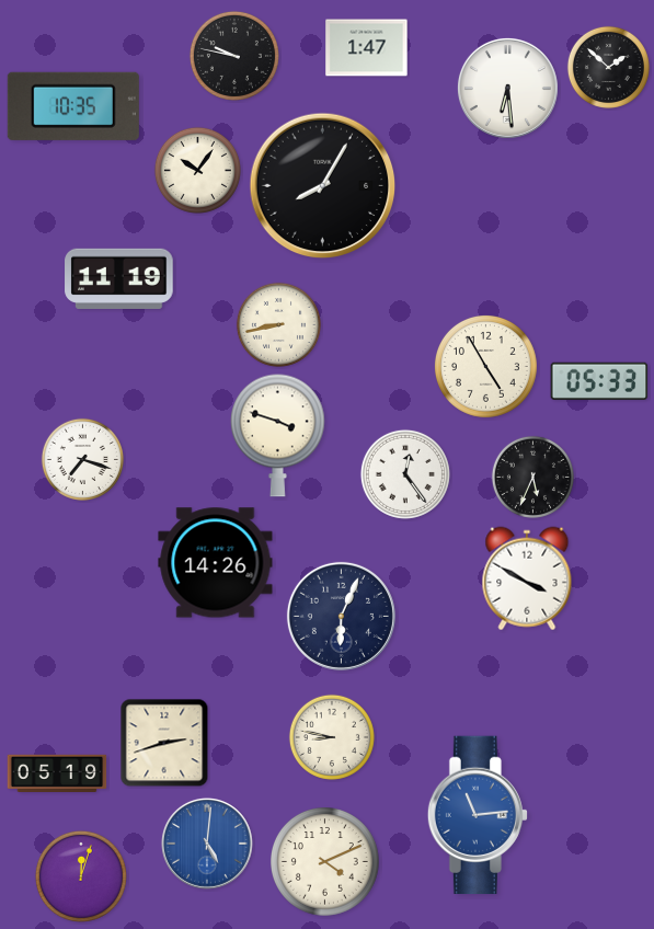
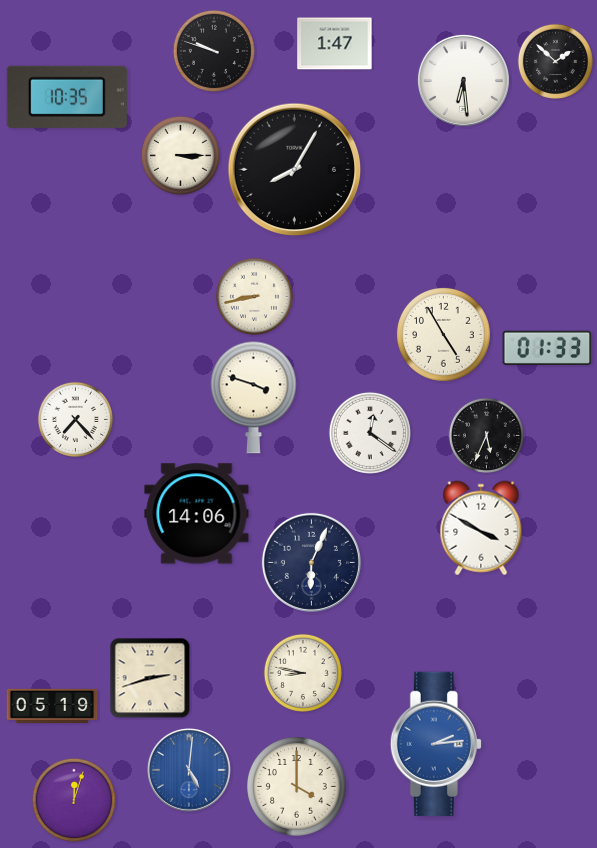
clock at (234, 56): 9:47 -> 9:48
clock at (197, 170): 10:06 -> 3:15
clock at (119, 278): 11:19 -> none
clock at (599, 381): 05:33 -> 01:33
clock at (82, 459): 7:18 -> 7:23
clock at (405, 474): 12:24 -> 12:21
clock at (216, 563): 14:26 -> 14:06
clock at (478, 814): 11:14 -> 2:14
clock at (325, 862): 4:11 -> 4:00
